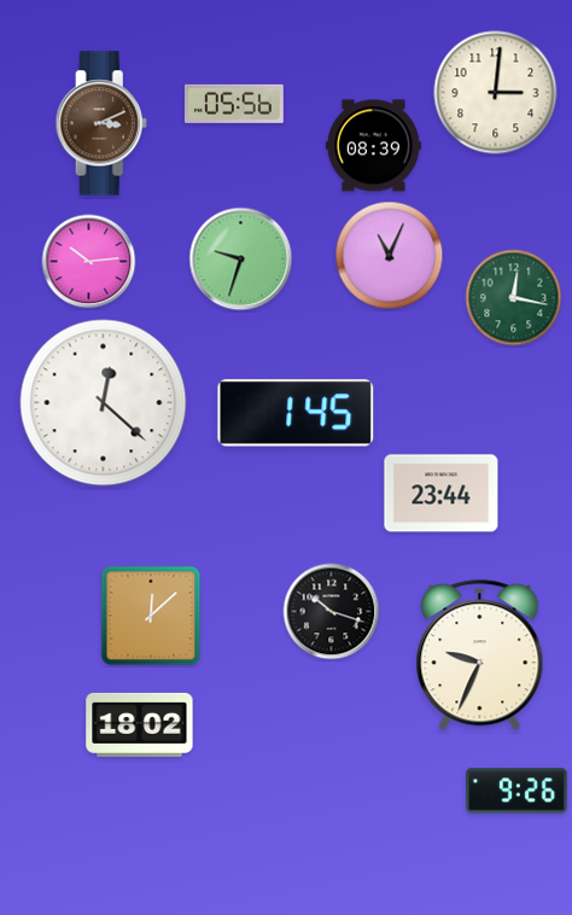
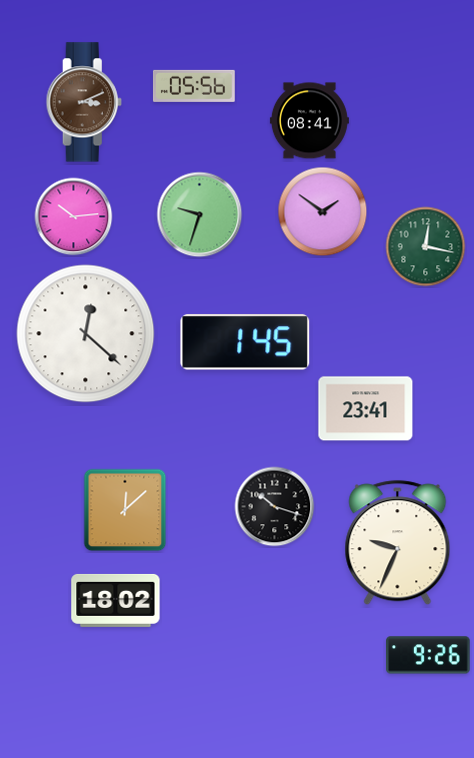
clock at (496, 93): 3:01 -> none
clock at (373, 146): 08:39 -> 08:41
clock at (390, 256): 11:04 -> 1:51
clock at (442, 494): 23:44 -> 23:41
